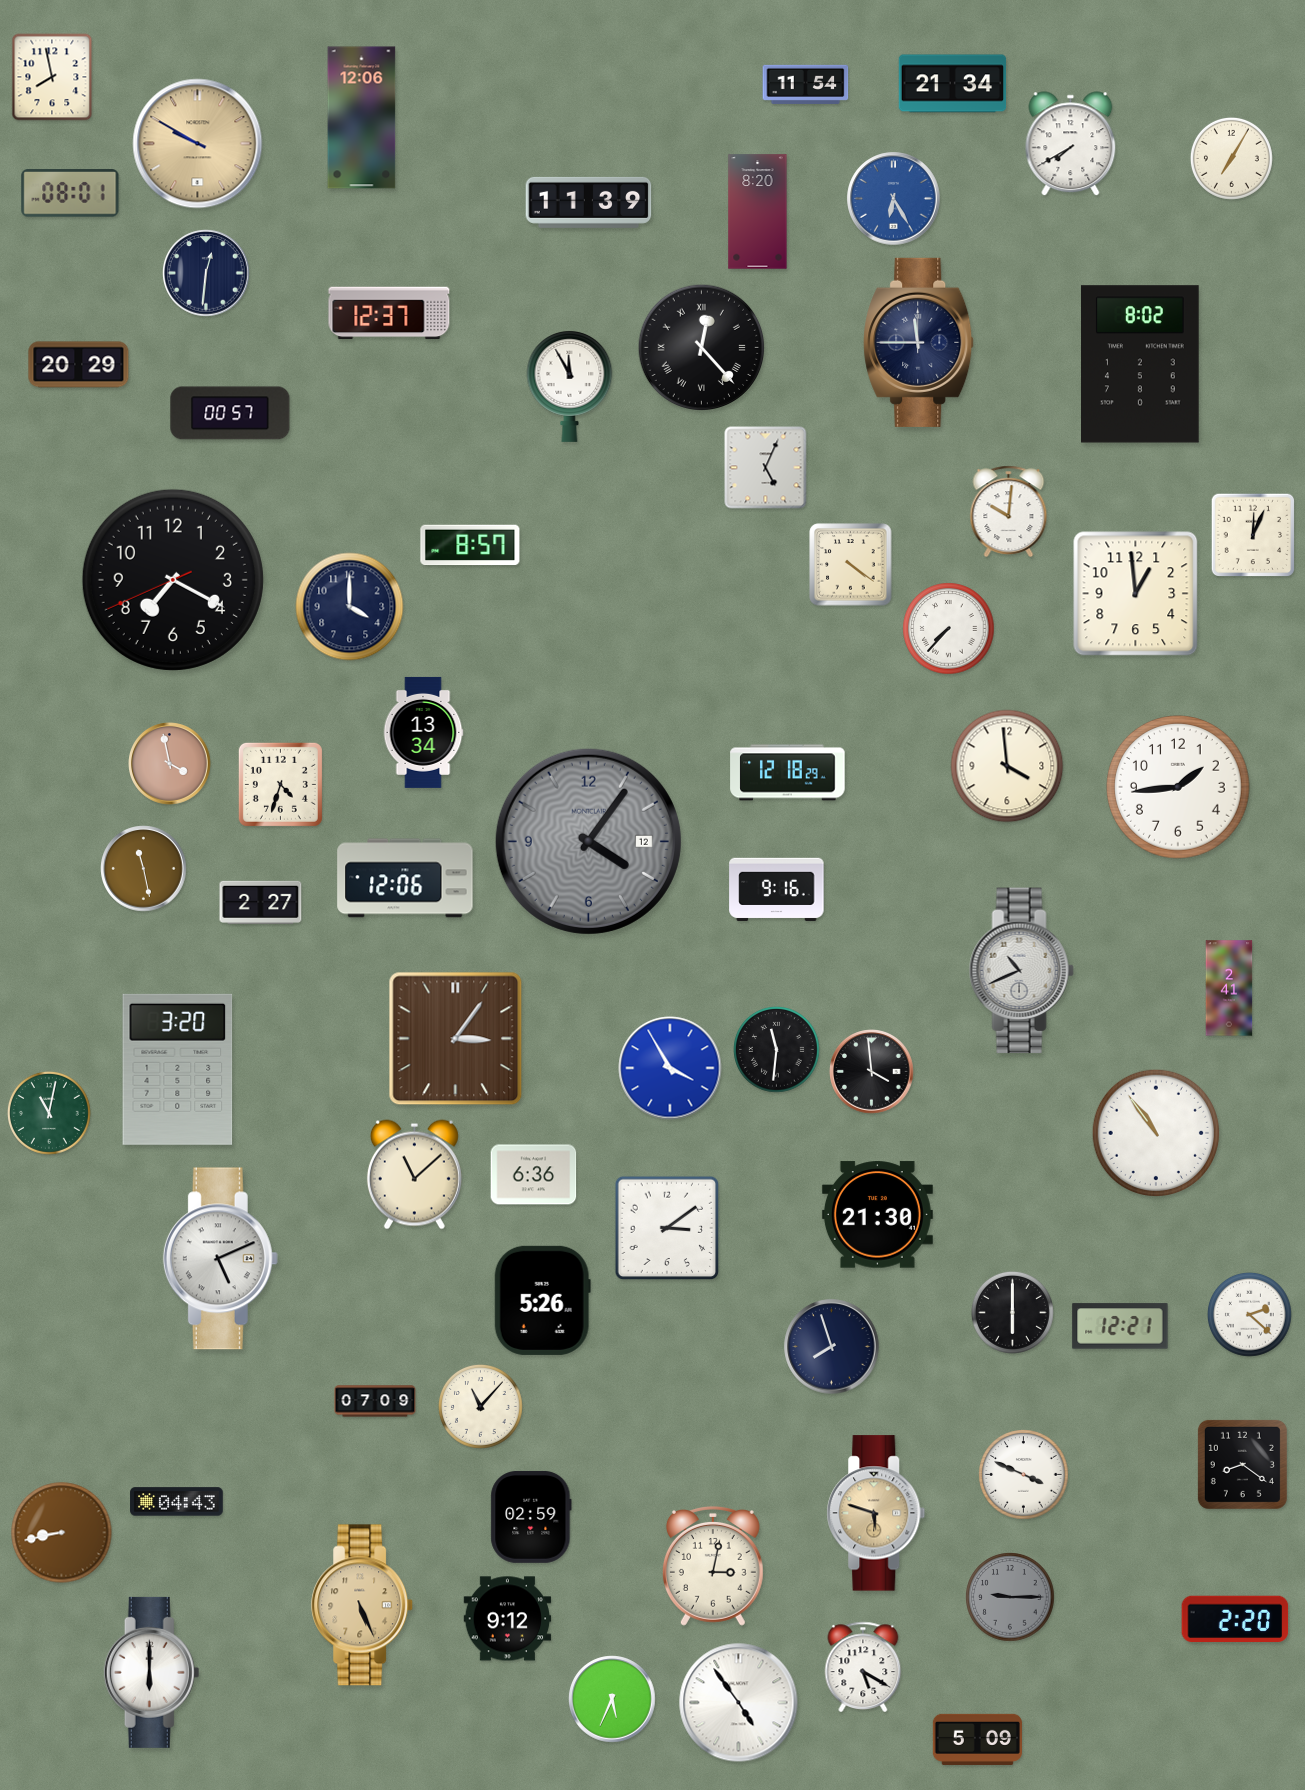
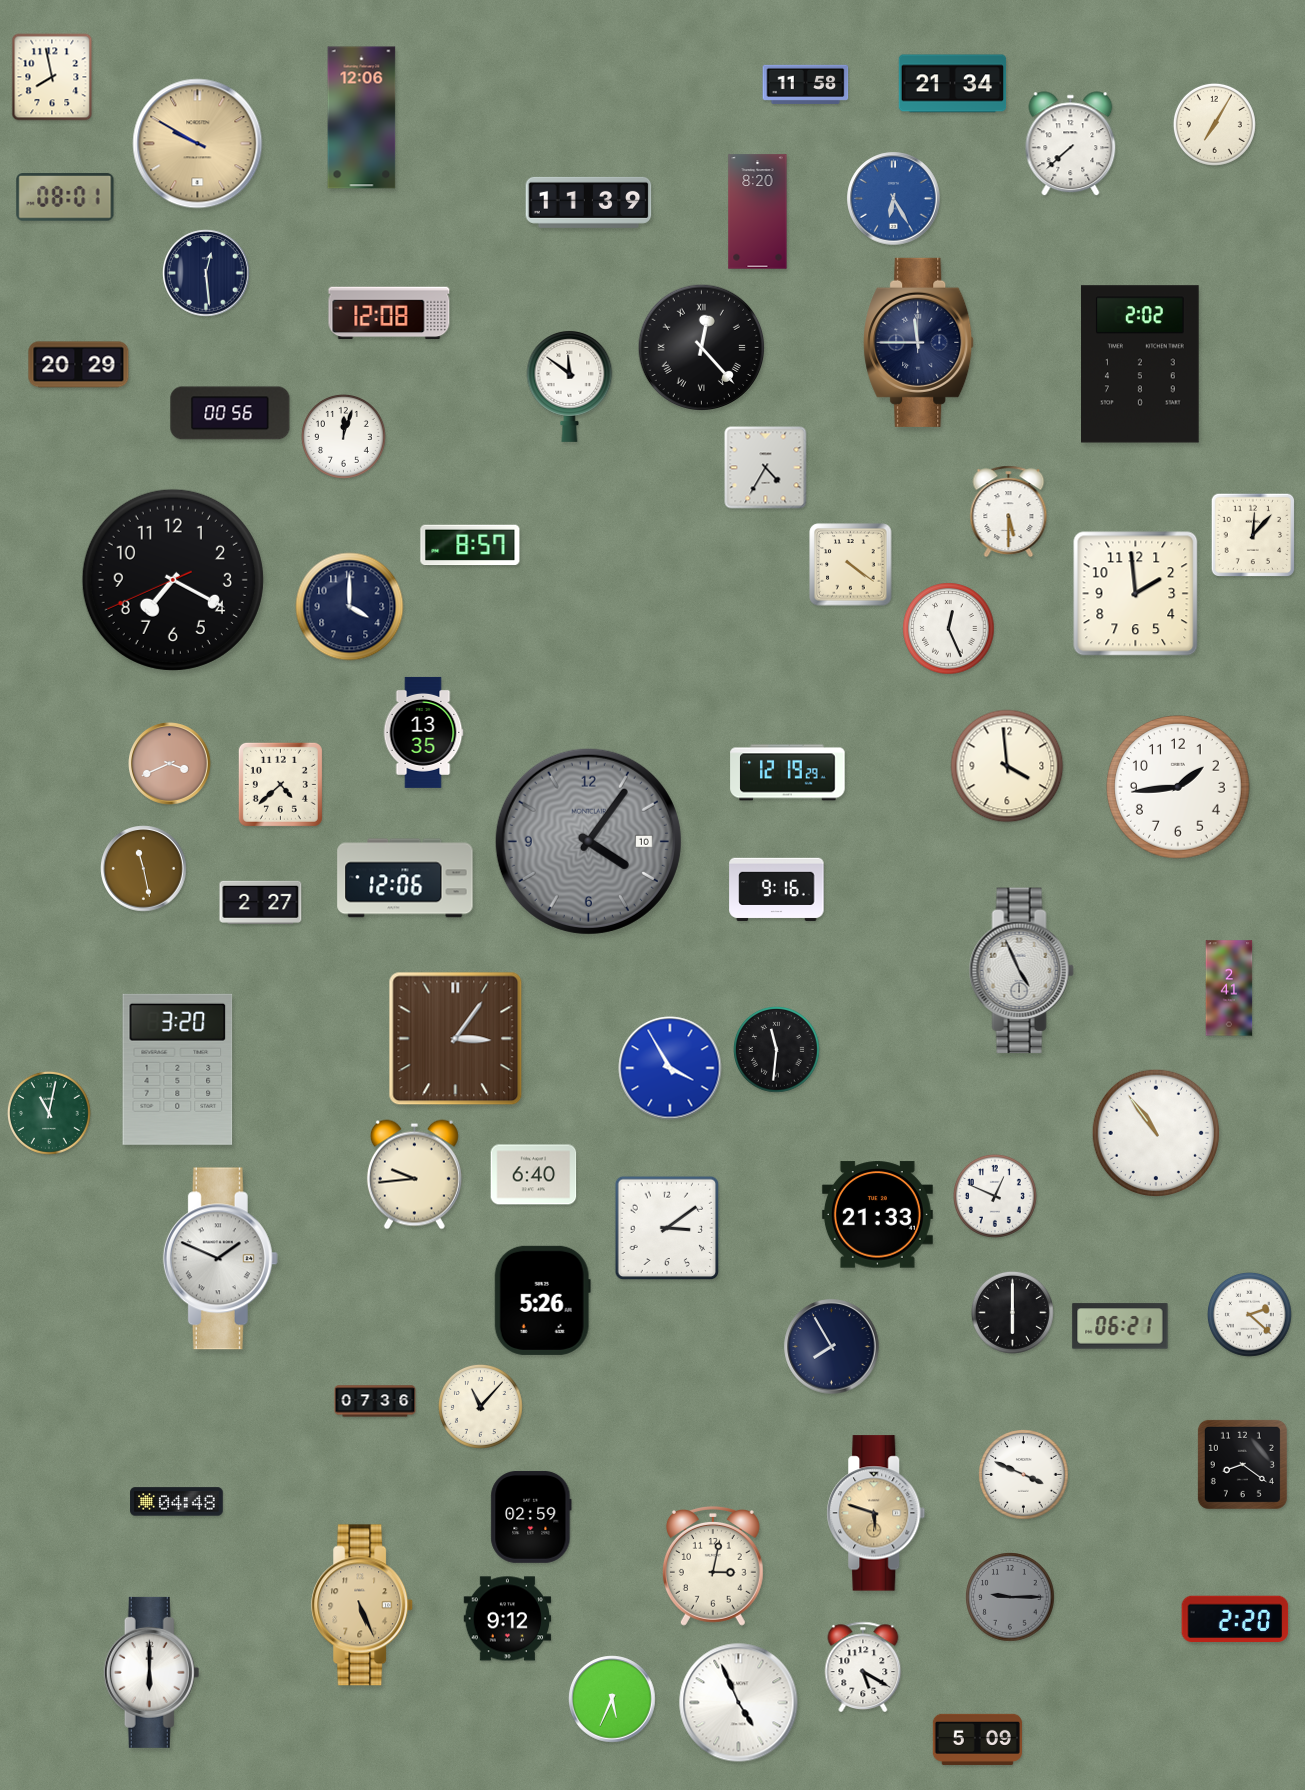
clock at (806, 84): 11:54 -> 11:58
clock at (1071, 144): 7:40 -> 7:38
clock at (1231, 158) position: (1231, 158) -> (1214, 124)
clock at (70, 193) position: (70, 193) -> (65, 197)
clock at (206, 273): 12:31 -> 12:29
clock at (389, 313): 12:37 -> 12:08
clock at (1141, 364): 8:02 -> 2:02
clock at (570, 387): 11:55 -> 11:51
clock at (230, 413): 00:57 -> 00:56
clock at (343, 436): none -> 12:03
clock at (766, 468): 5:04 -> 4:35
clock at (1009, 512): 10:01 -> 5:30
clock at (1253, 535): 12:04 -> 12:07
clock at (1136, 594): 12:59 -> 1:59
clock at (949, 629): 7:37 -> 12:26
clock at (423, 732): 13:34 -> 13:35
clock at (170, 764): 3:58 -> 3:41
clock at (788, 773): 12:18 -> 12:19
clock at (280, 784): 4:33 -> 4:38
clock at (588, 841) date: 12 -> 10
clock at (1021, 971): 10:41 -> 4:56
clock at (872, 1072): 3:59 -> none
clock at (414, 1175): 11:08 -> 9:44
clock at (534, 1175): 6:36 -> 6:40
clock at (995, 1196): none -> 12:49
clock at (877, 1215): 21:30 -> 21:33
clock at (220, 1259): 5:11 -> 1:49
clock at (1120, 1326): 12:21 -> 06:21
clock at (832, 1347): 7:57 -> 7:55
clock at (375, 1401): 07:09 -> 07:36
clock at (177, 1502): 04:43 -> 04:48
clock at (62, 1533): 8:43 -> none
clock at (739, 1703): 4:54 -> 4:56
